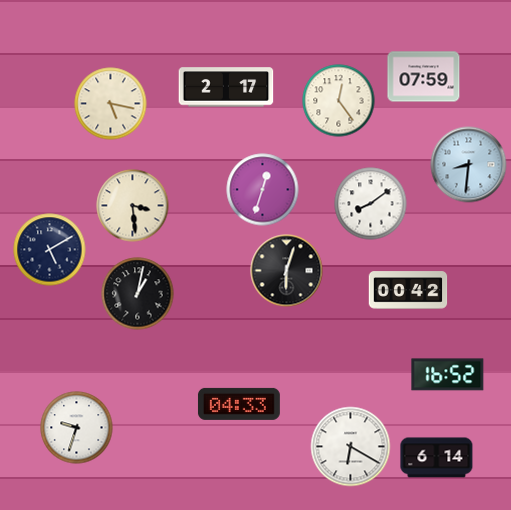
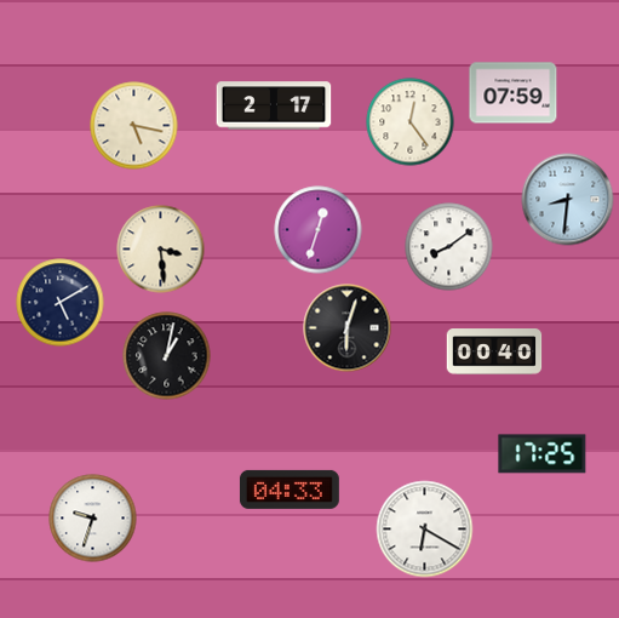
clock at (408, 290): 00:42 -> 00:40
clock at (448, 375): 16:52 -> 17:25
clock at (351, 447) position: (351, 447) -> (425, 530)
clock at (437, 458): 6:14 -> none
